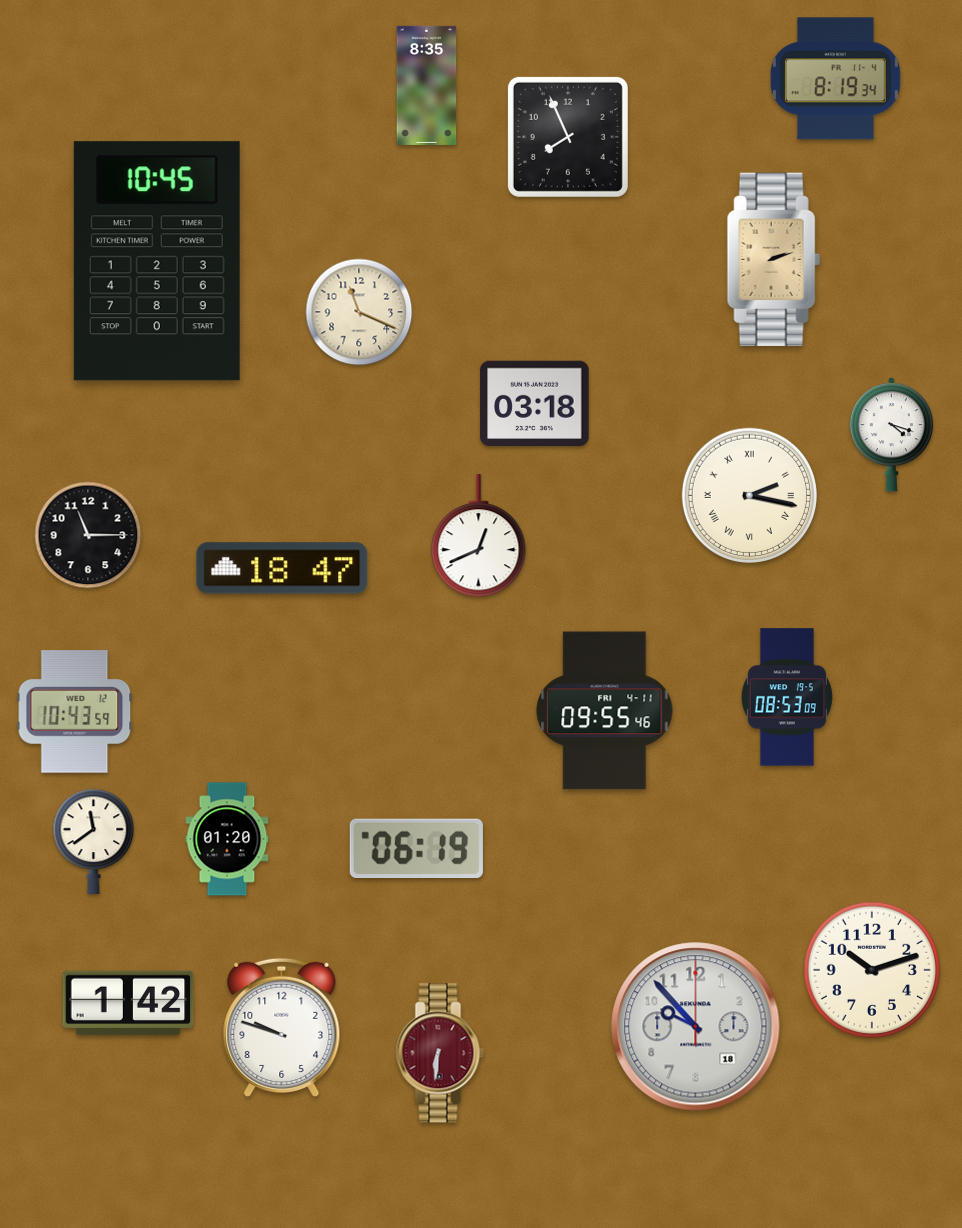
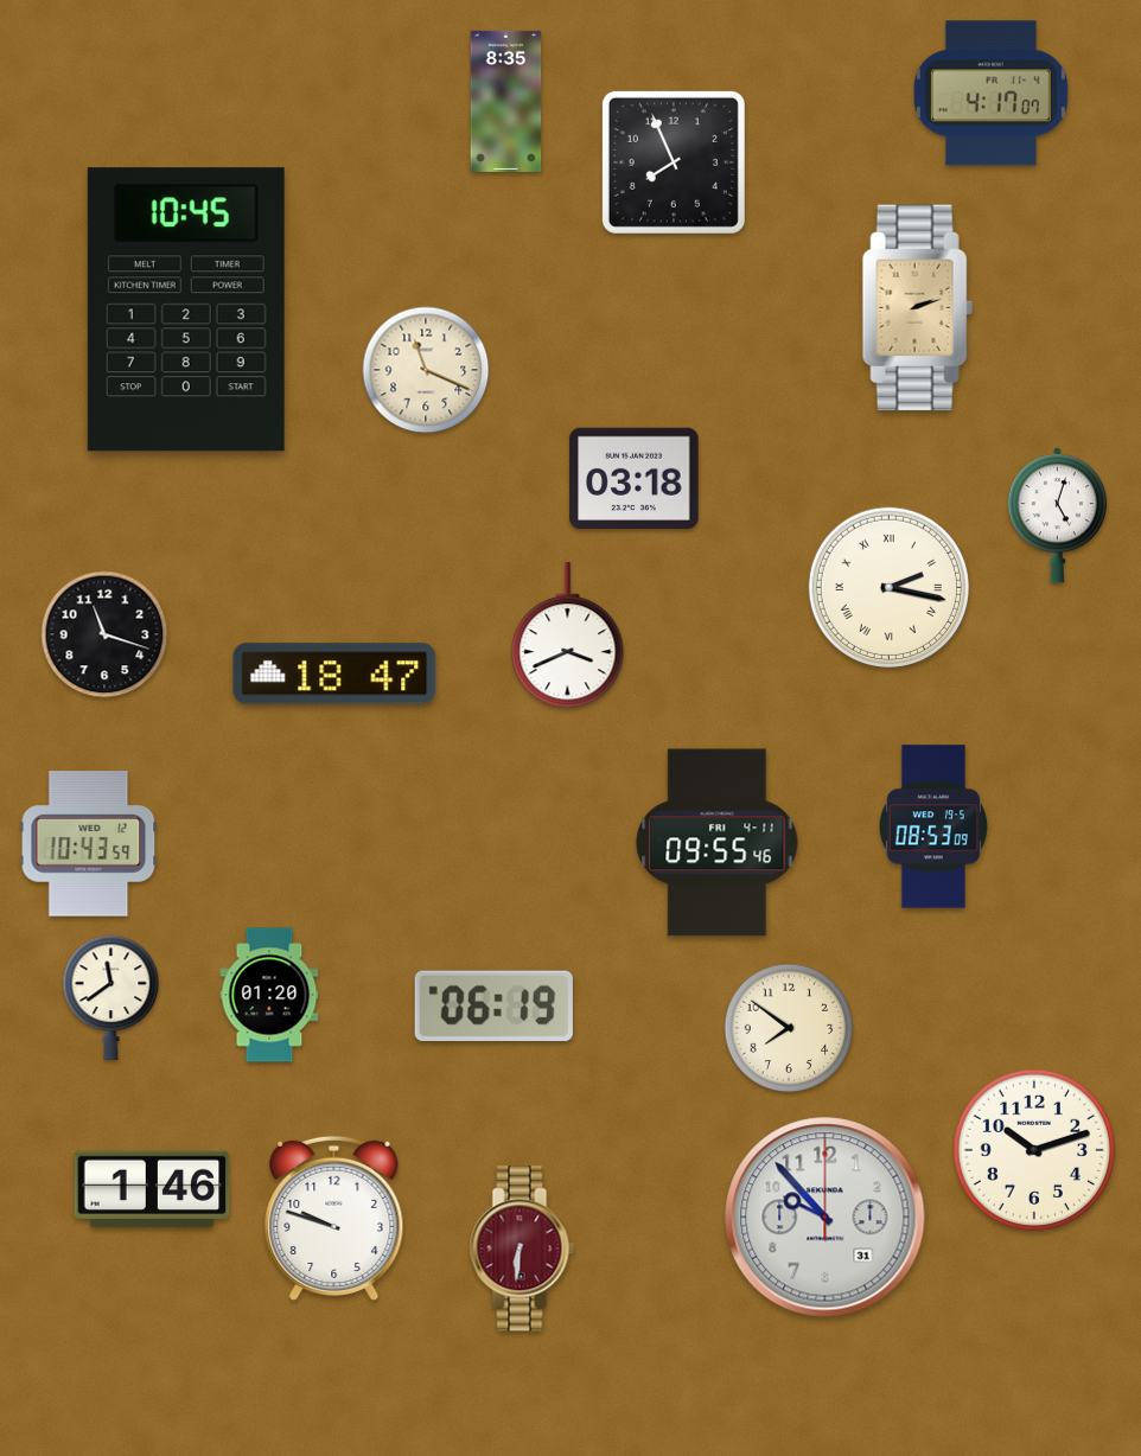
clock at (835, 79): 8:19 -> 4:17
clock at (891, 435): 4:18 -> 5:03
clock at (88, 535): 11:15 -> 11:18
clock at (479, 536): 12:41 -> 3:41
clock at (789, 1028): none -> 7:51
clock at (128, 1003): 1:42 -> 1:46
clock at (696, 1027) date: 18 -> 31
